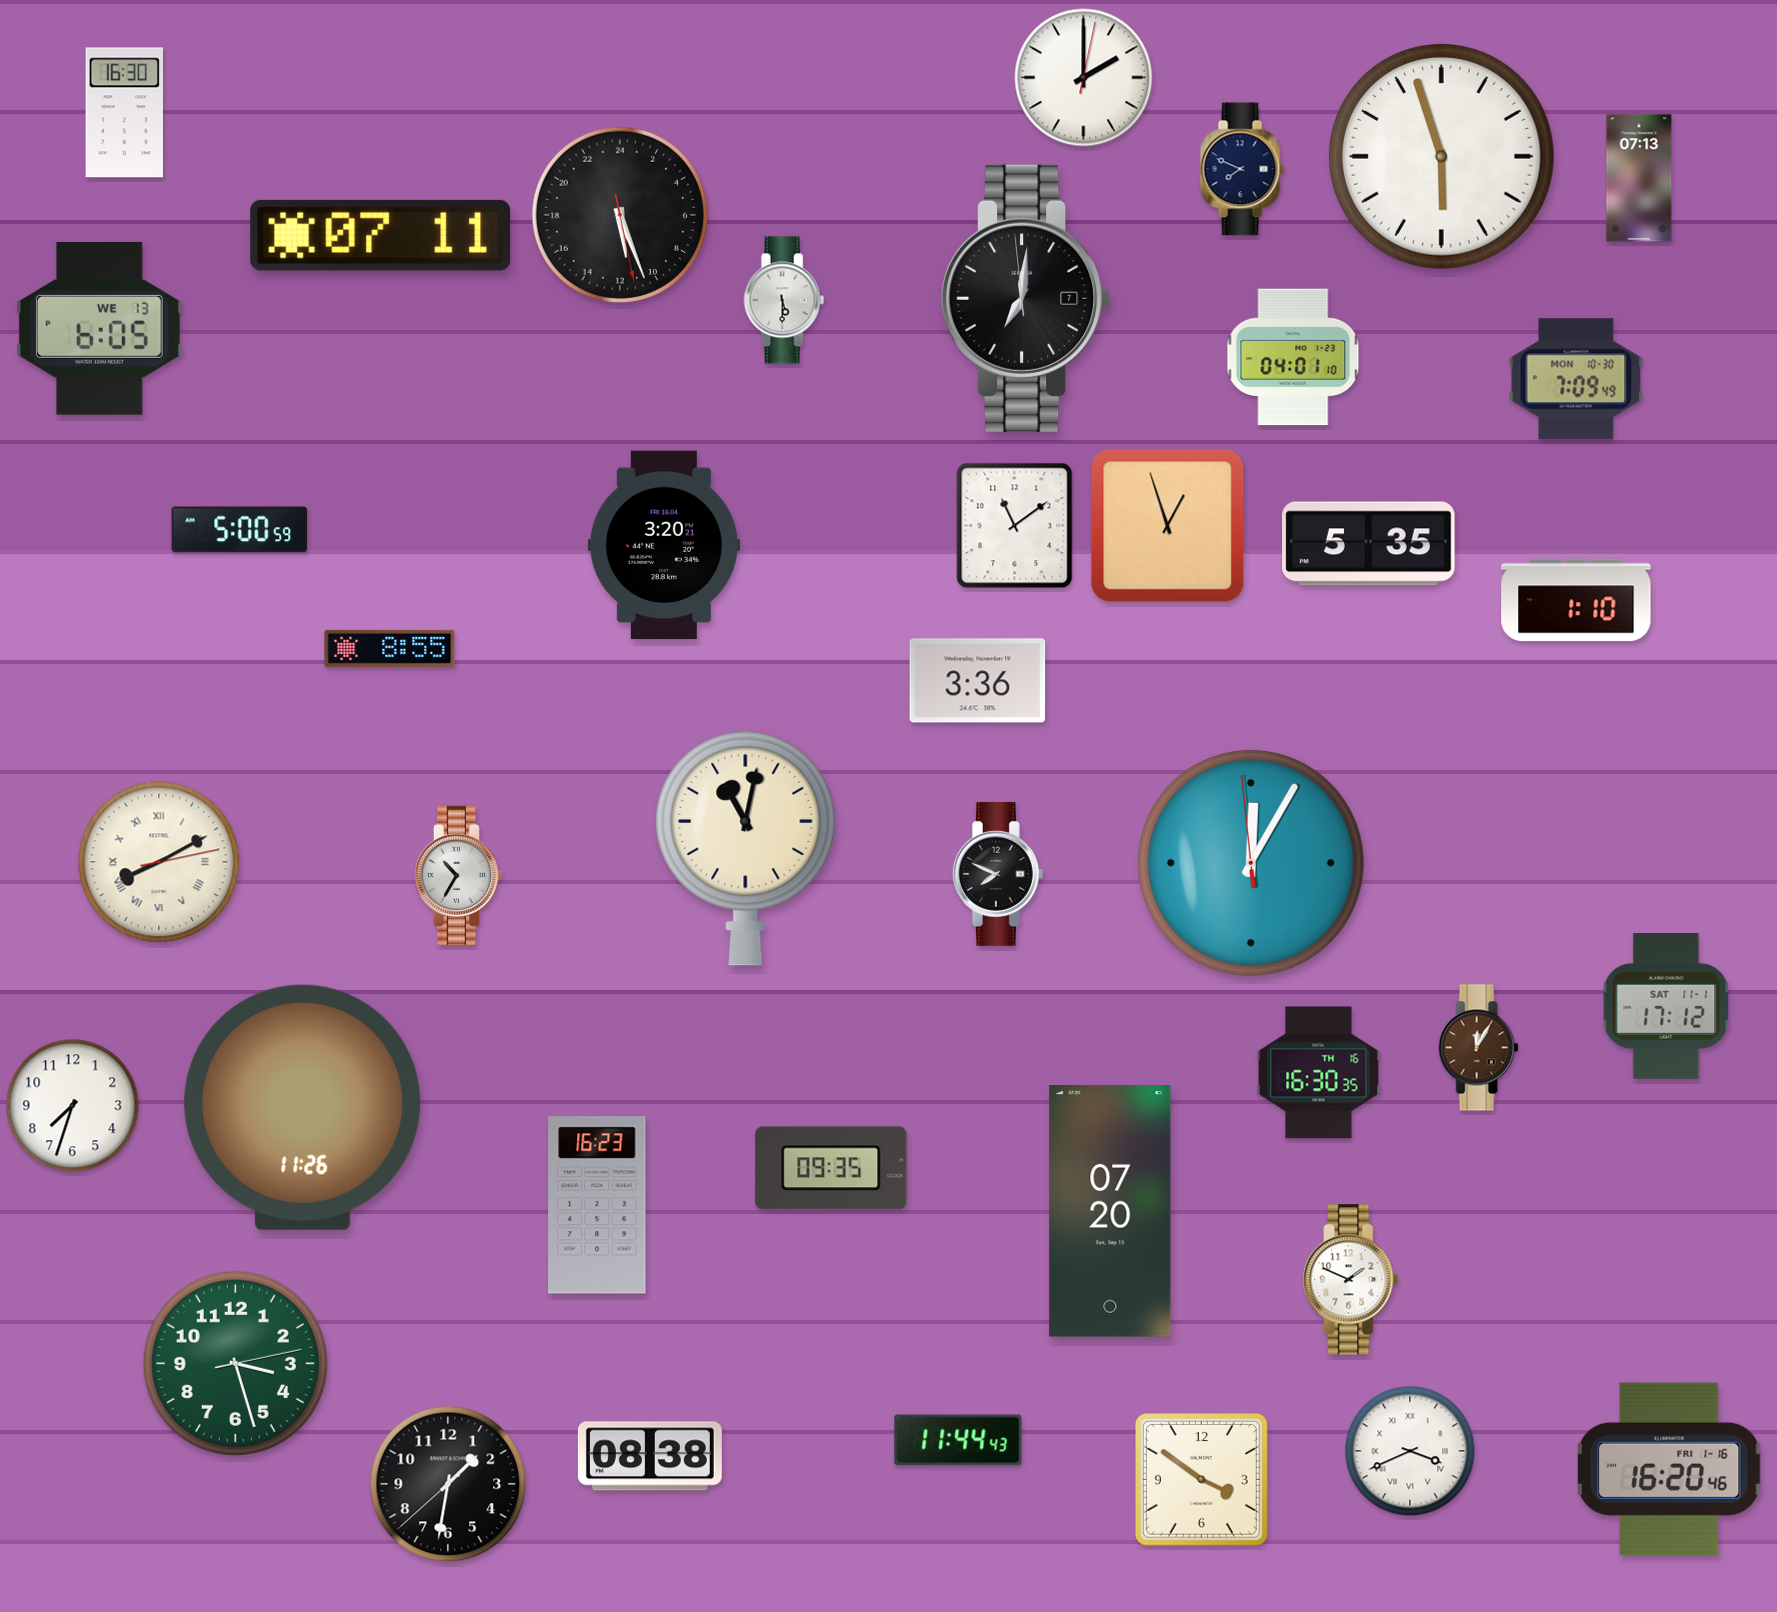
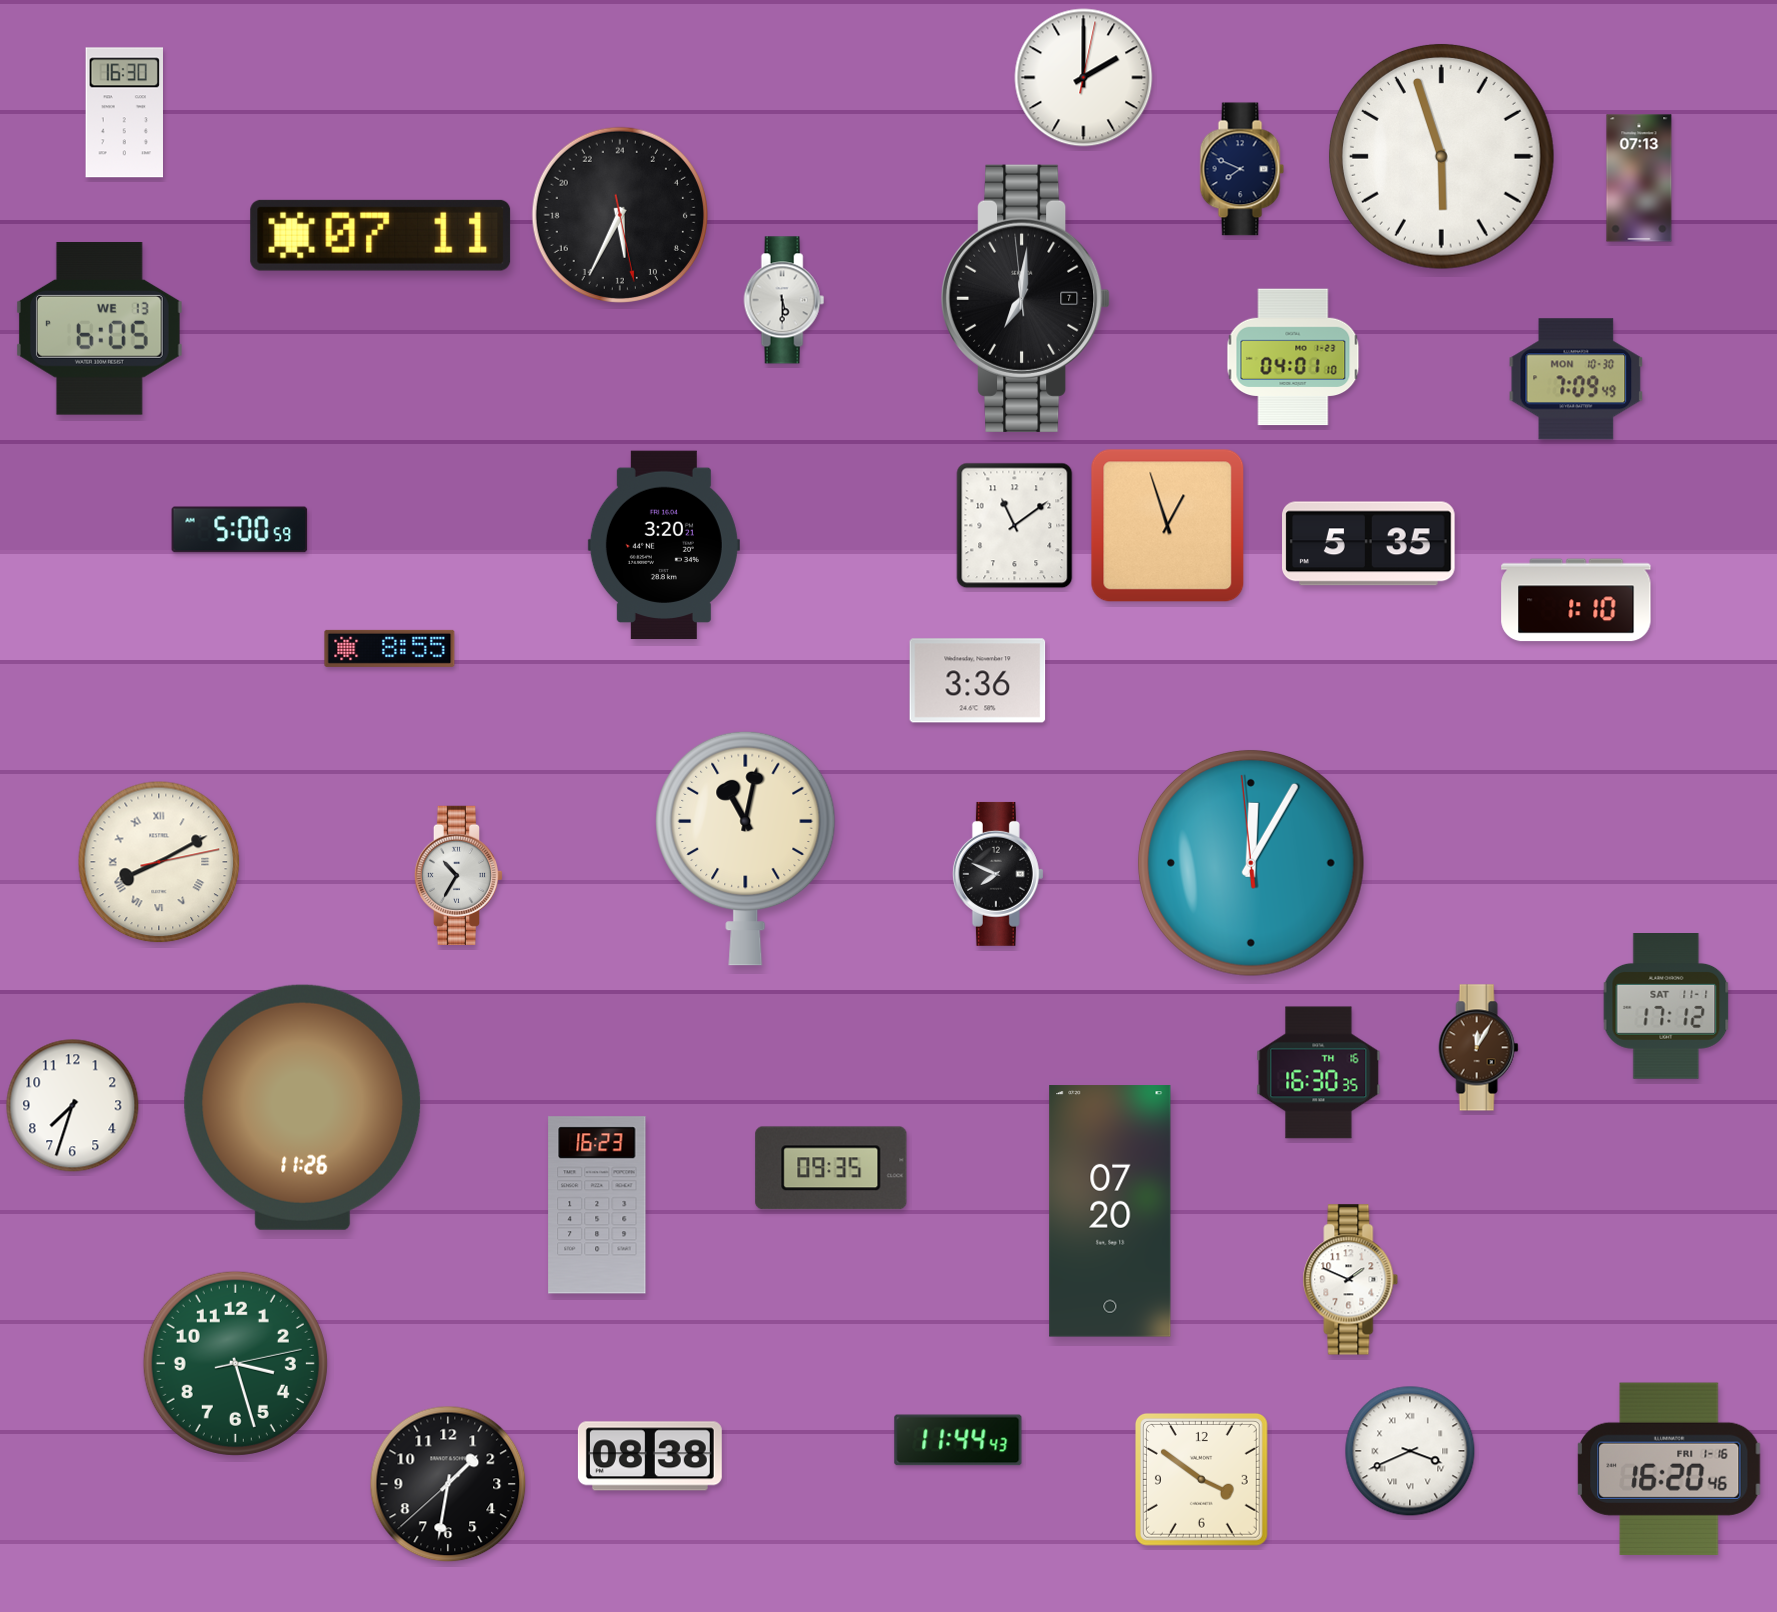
clock at (620, 215): 11:26 -> 11:34
